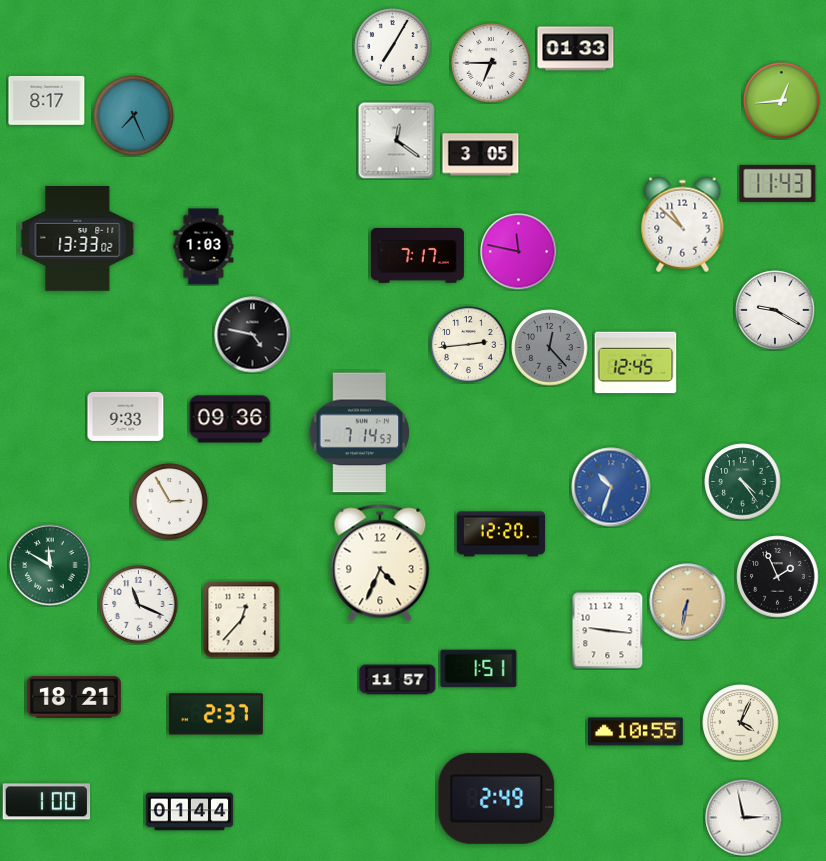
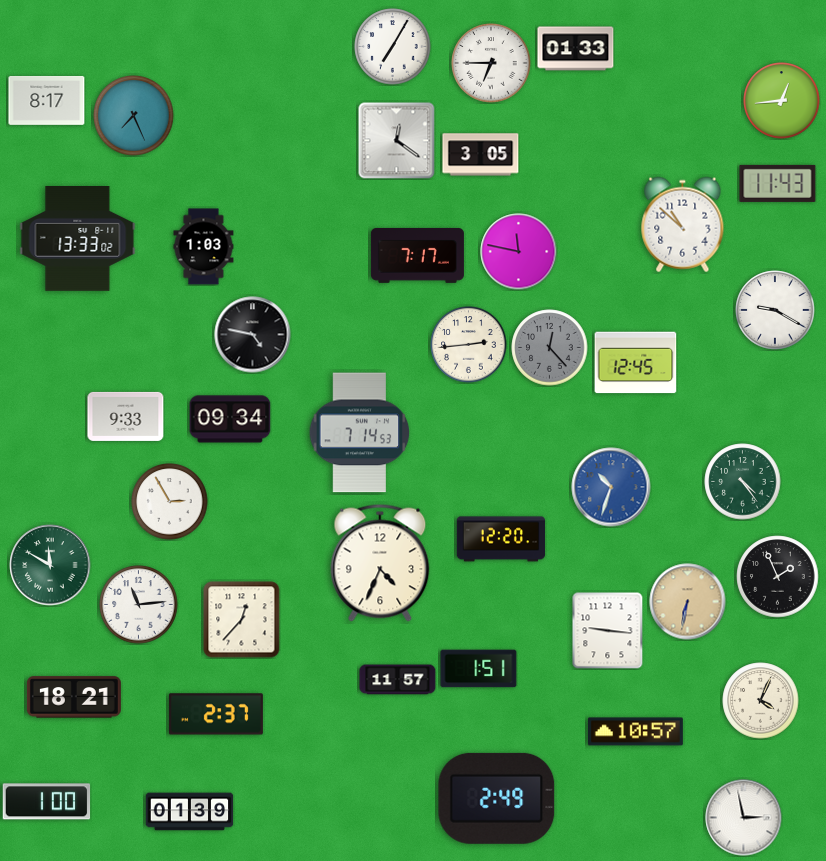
clock at (230, 419): 09:36 -> 09:34
clock at (501, 534) position: (501, 534) -> (501, 539)
clock at (139, 605): 11:19 -> 11:14
clock at (741, 723) position: (741, 723) -> (761, 701)
clock at (635, 732): 10:55 -> 10:57
clock at (190, 812): 01:44 -> 01:39
